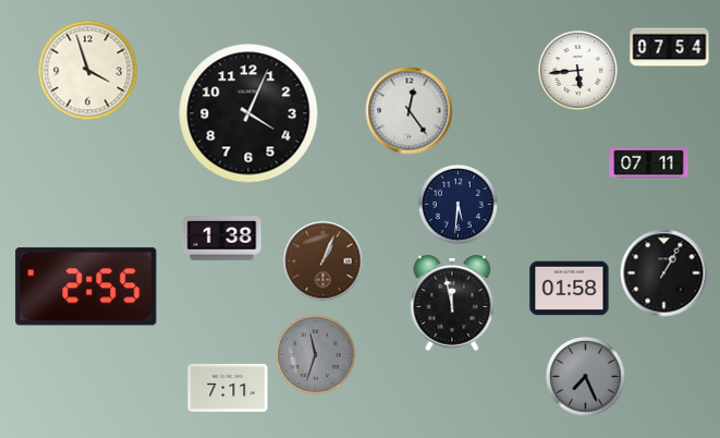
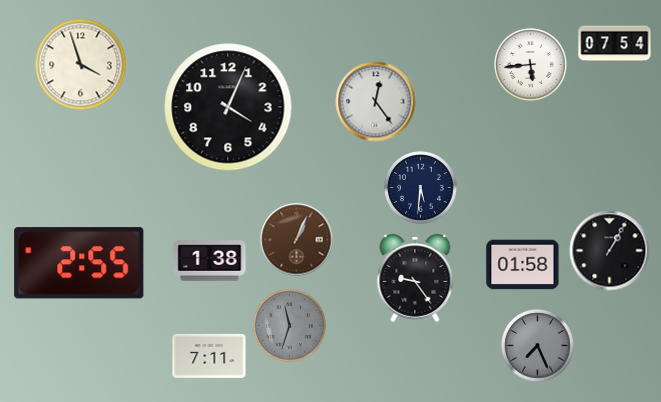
clock at (248, 113) position: (248, 113) -> (228, 107)
clock at (649, 162): 07:11 -> none
clock at (222, 239) position: (222, 239) -> (210, 261)
clock at (452, 303): 11:58 -> 9:24
